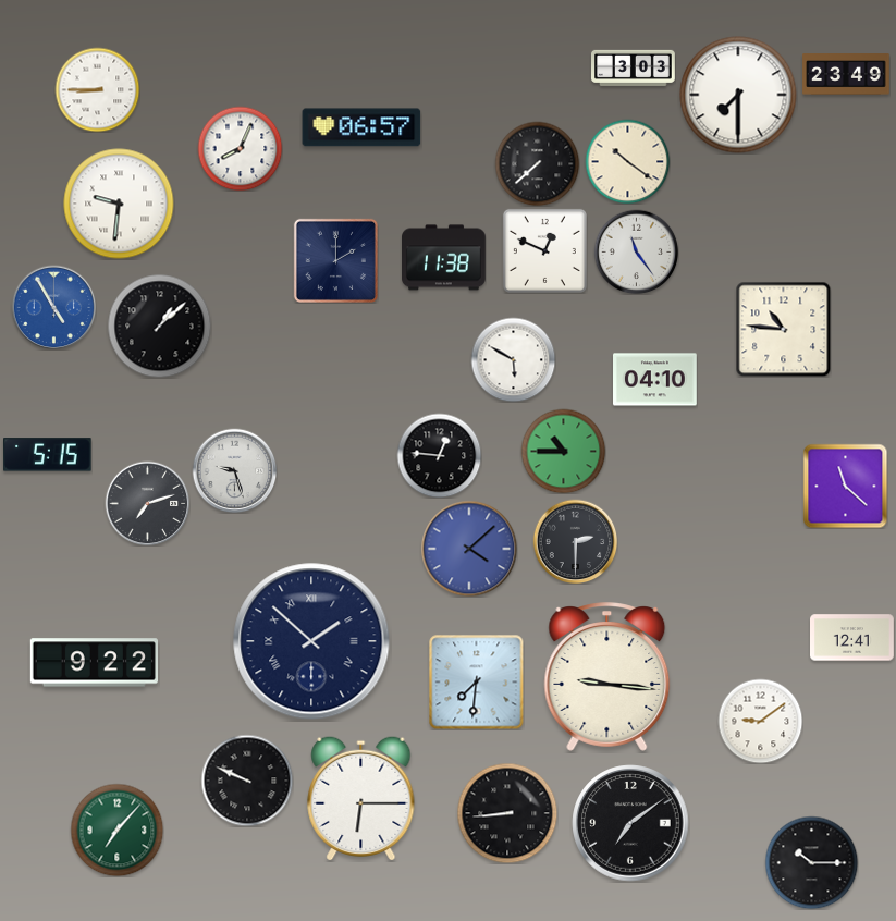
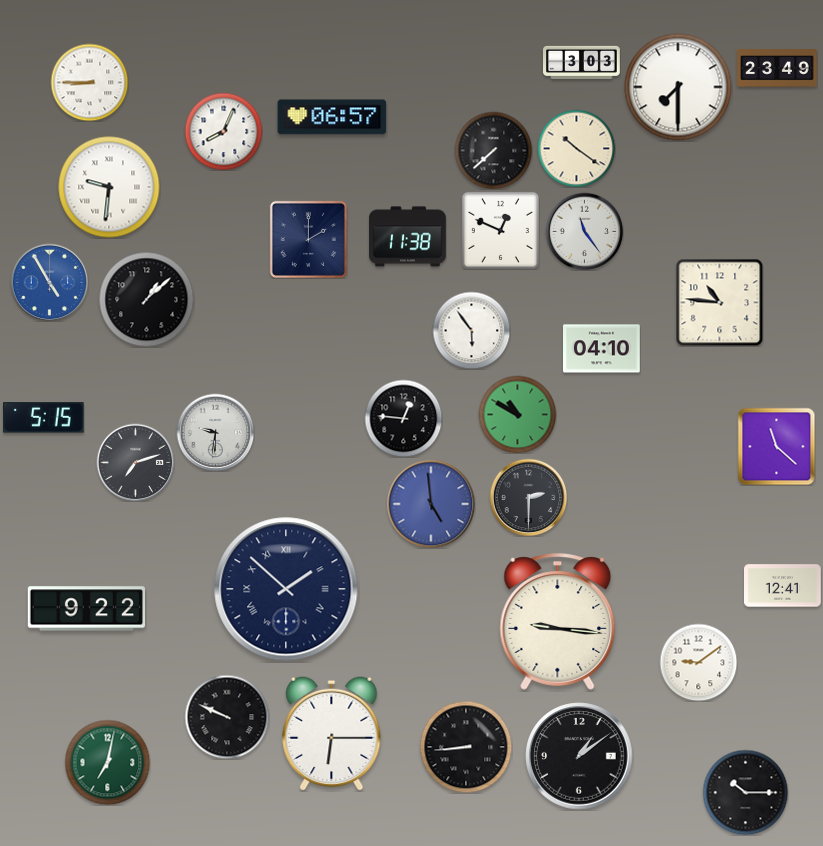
clock at (240, 148) position: (240, 148) -> (223, 131)
clock at (513, 359): 5:50 -> 5:54
clock at (563, 451): 10:45 -> 10:50
clock at (234, 470): 9:27 -> 9:31
clock at (469, 549): 4:08 -> 4:59
clock at (476, 681): 7:31 -> none
clock at (630, 823): 7:09 -> 1:09
clock at (116, 830): 7:07 -> 7:02
